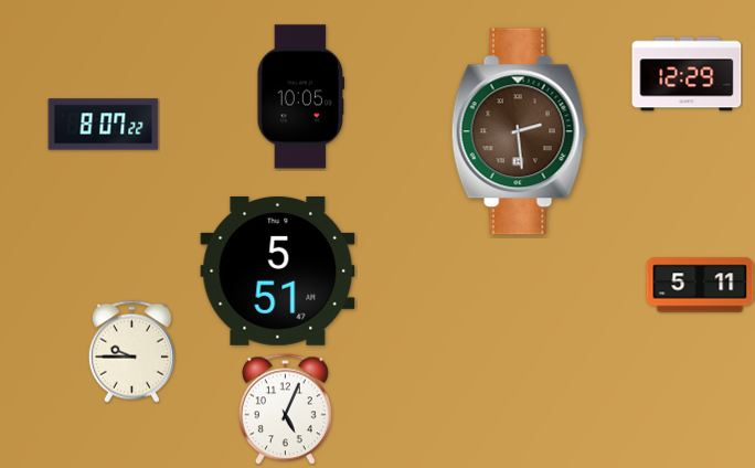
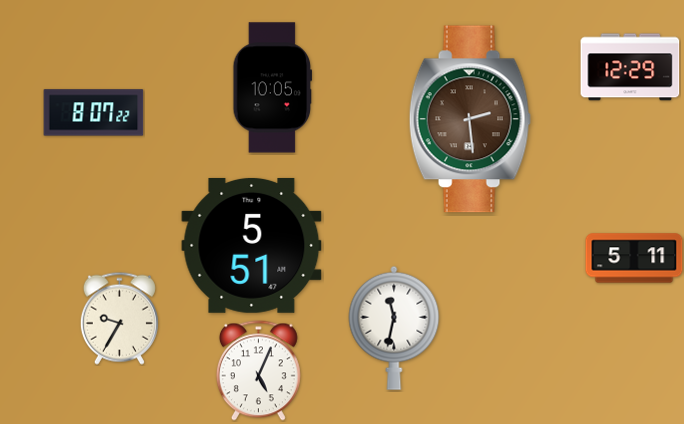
clock at (687, 74) position: (687, 74) -> (630, 67)
clock at (131, 351): 9:45 -> 9:35
clock at (394, 328): none -> 11:32
